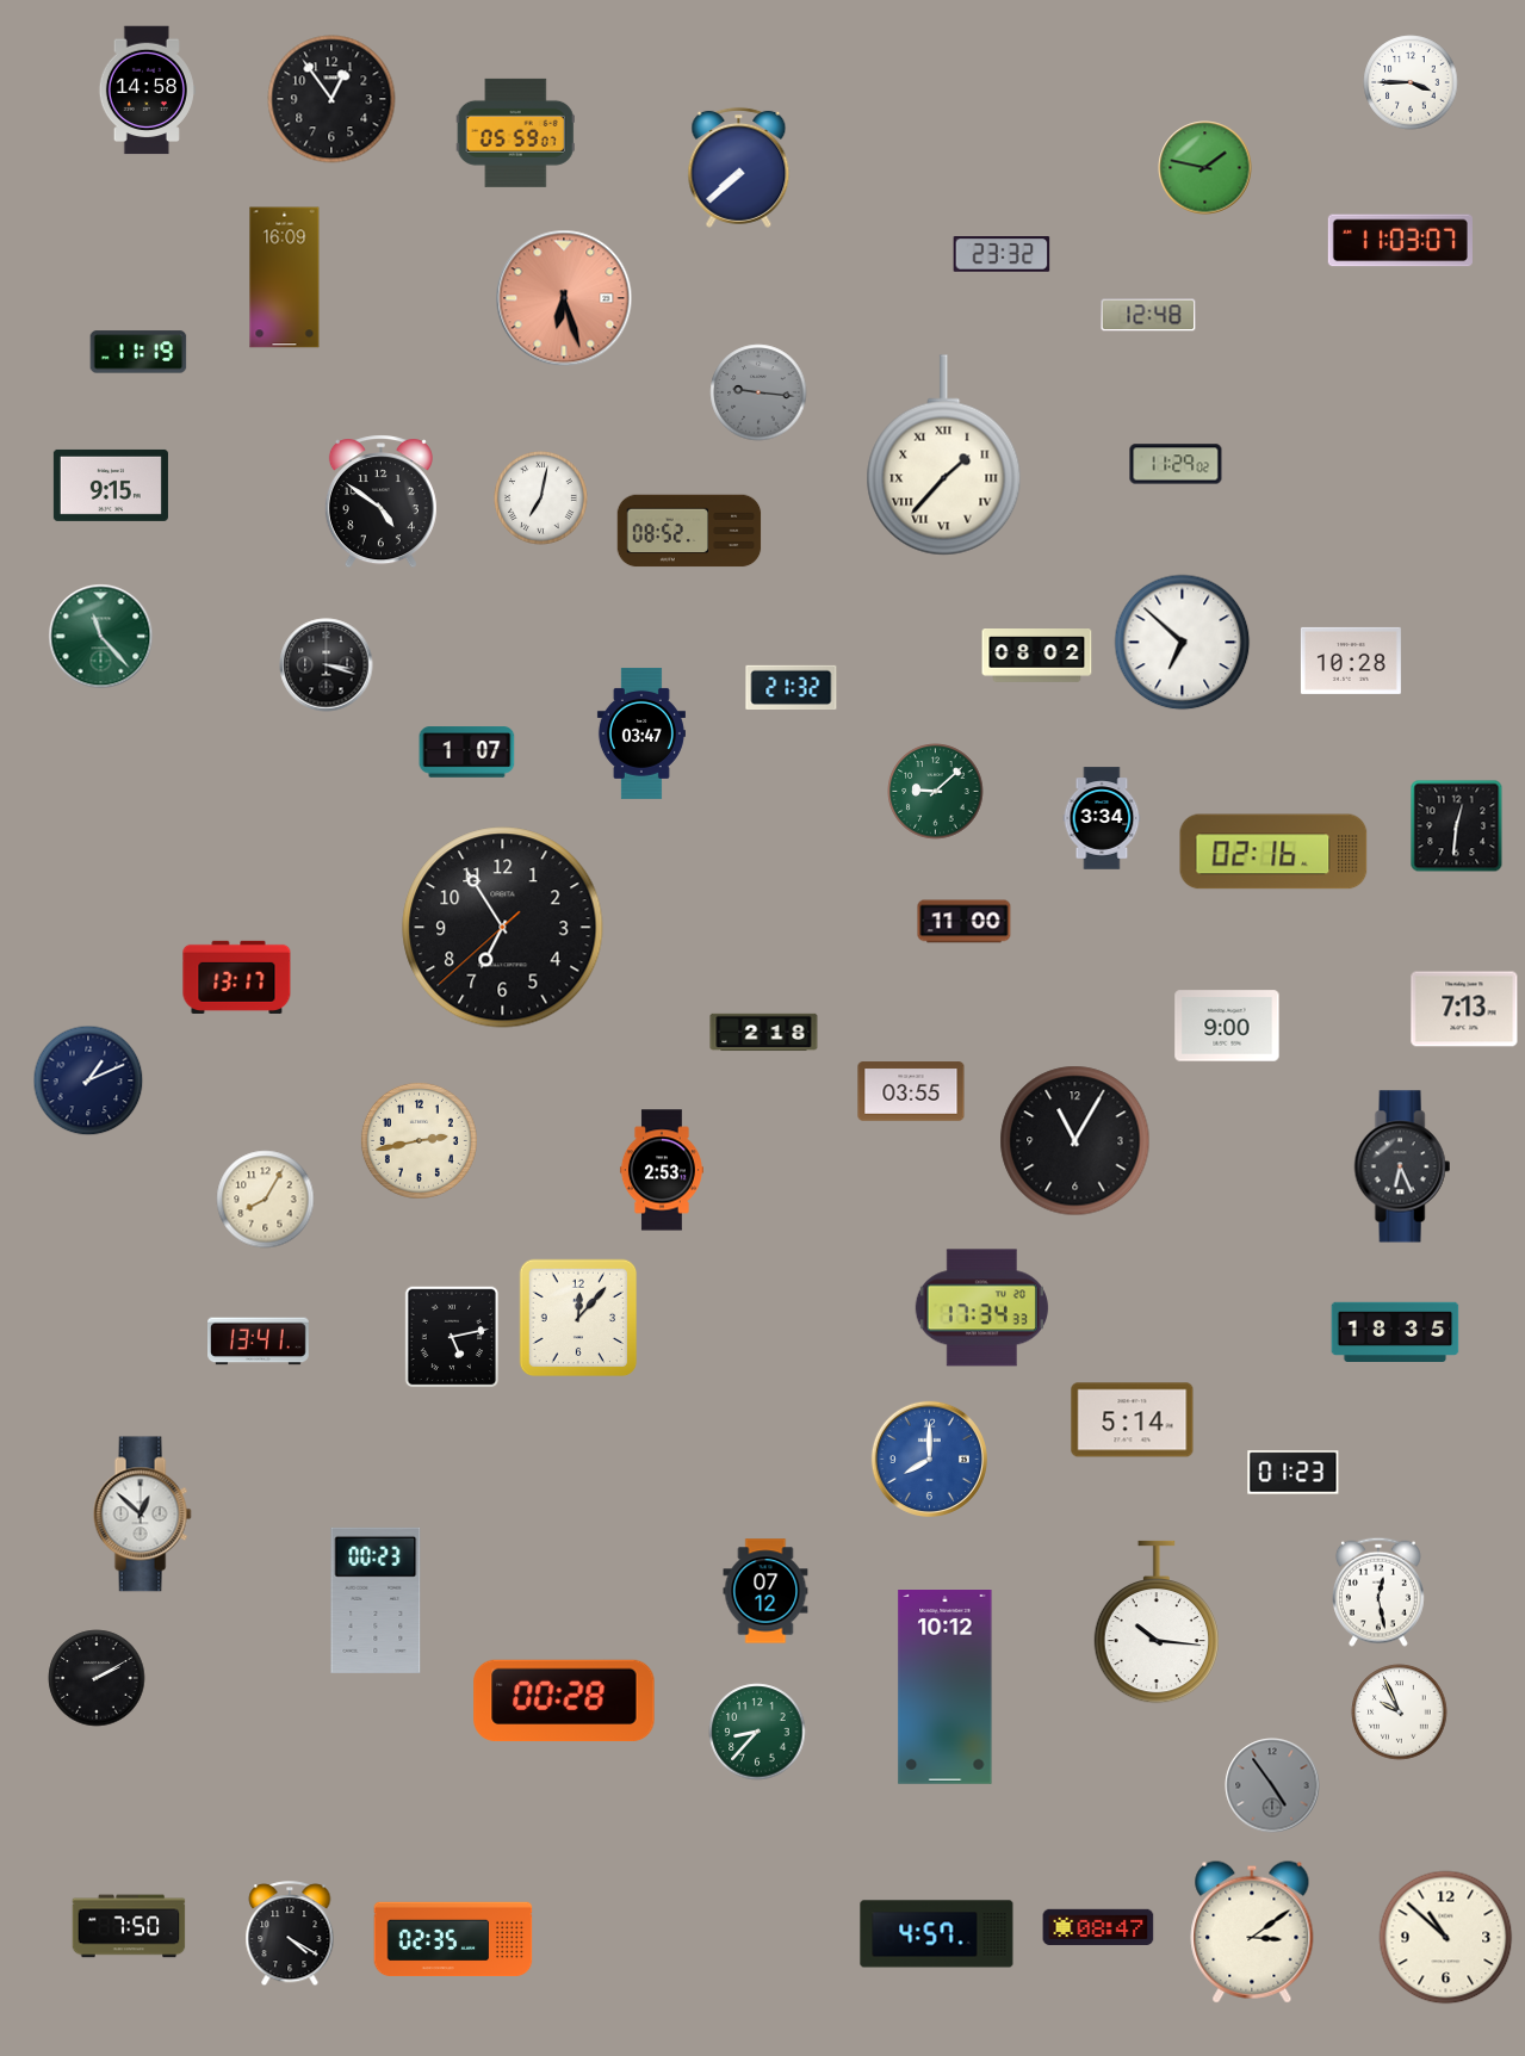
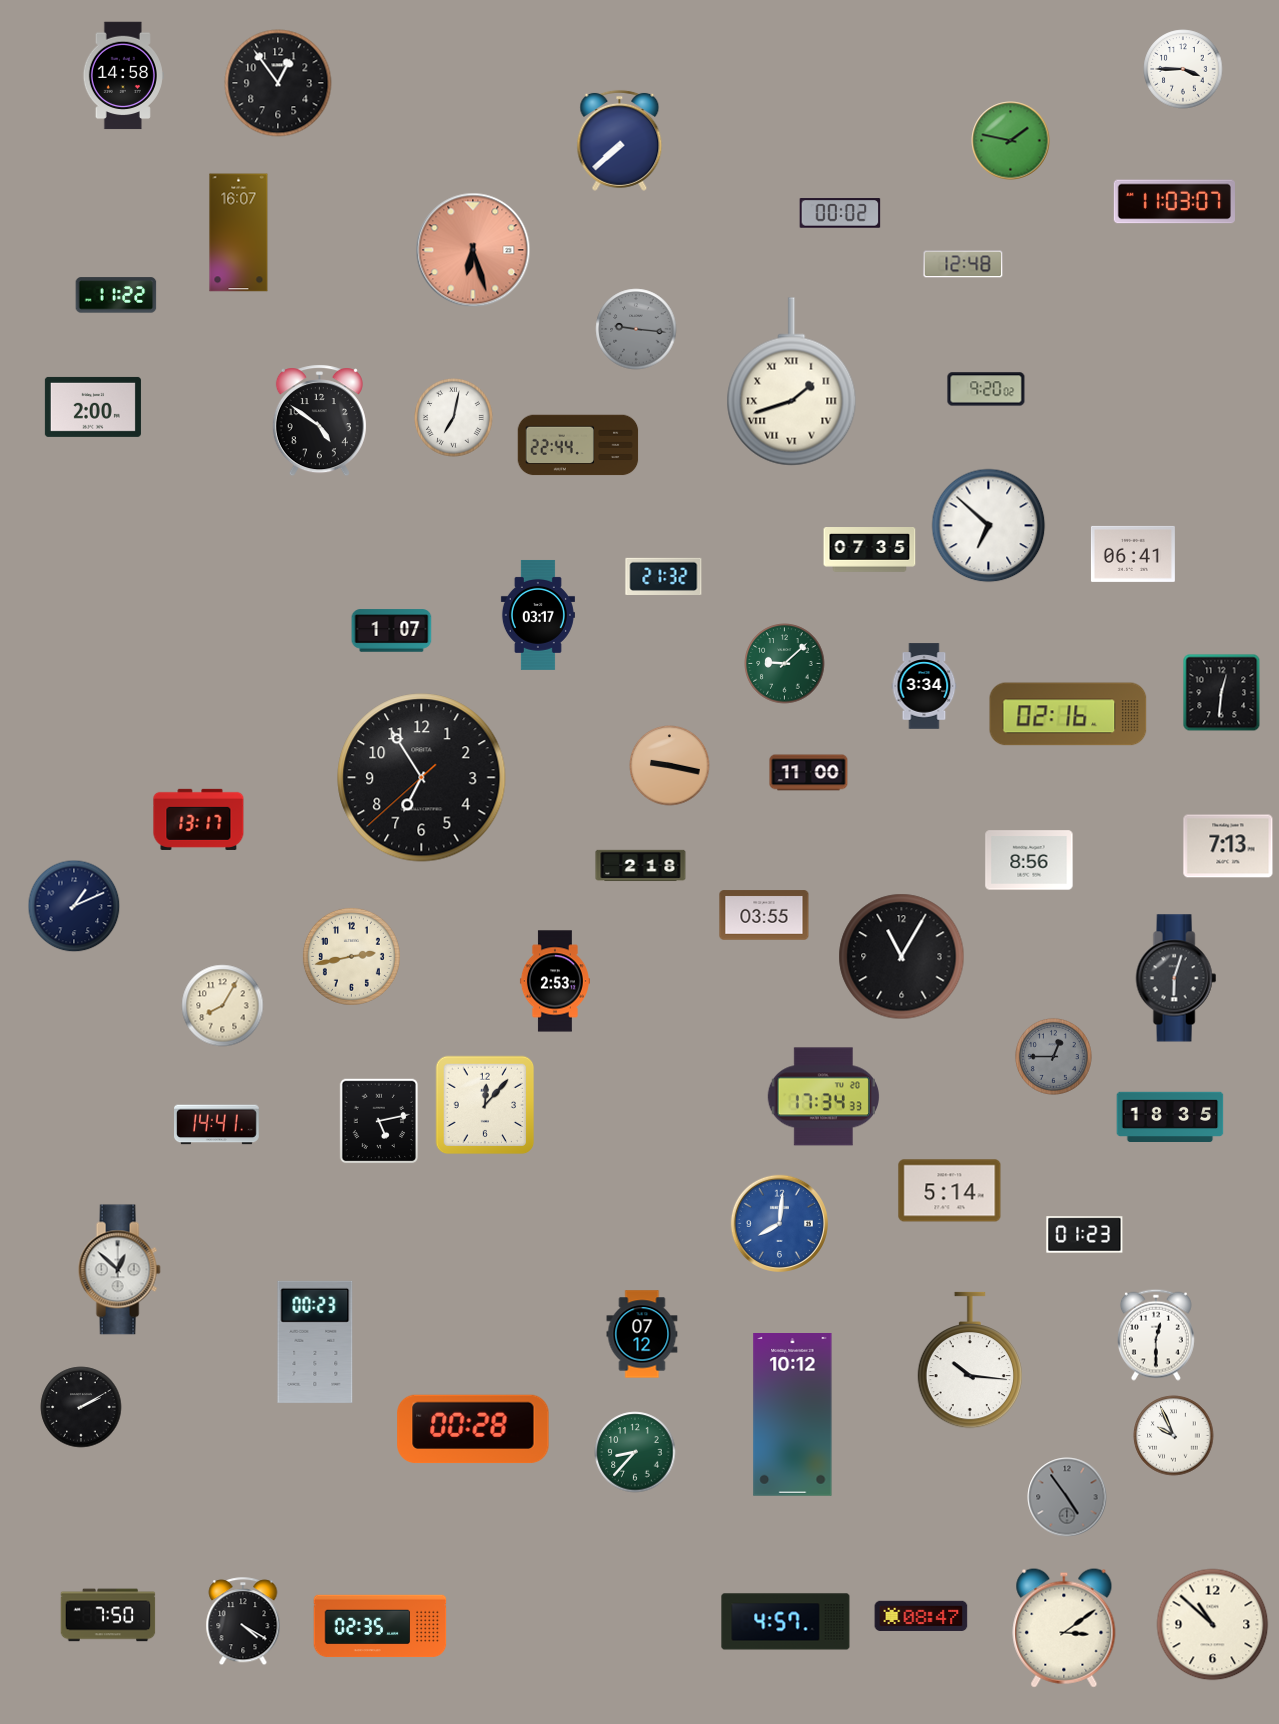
clock at (515, 132): 05:59 -> none
clock at (1002, 254): 23:32 -> 00:02
clock at (285, 278): 16:09 -> 16:07
clock at (138, 352): 11:19 -> 11:22
clock at (944, 456): 1:37 -> 1:42
clock at (1176, 464): 11:29 -> 9:20
clock at (111, 485): 9:15 -> 2:00
clock at (689, 531): 08:52 -> 22:44
clock at (101, 637): 11:23 -> none
clock at (1183, 643) position: (1183, 643) -> (989, 526)
clock at (1037, 656): 08:02 -> 07:35
clock at (1351, 661): 10:28 -> 06:41
clock at (327, 665): 3:18 -> none
clock at (641, 733): 03:47 -> 03:17
clock at (670, 766): none -> 9:17
clock at (1227, 1026): 9:00 -> 8:56
clock at (1402, 1166): 6:26 -> 6:03
clock at (1053, 1056): none -> 12:45
clock at (259, 1342): 13:41 -> 14:41
clock at (929, 1459): 8:00 -> 8:01
clock at (1378, 1592): 12:28 -> 12:30
clock at (564, 1701) position: (564, 1701) -> (473, 1429)
clock at (1252, 1932) position: (1252, 1932) -> (1064, 1628)
